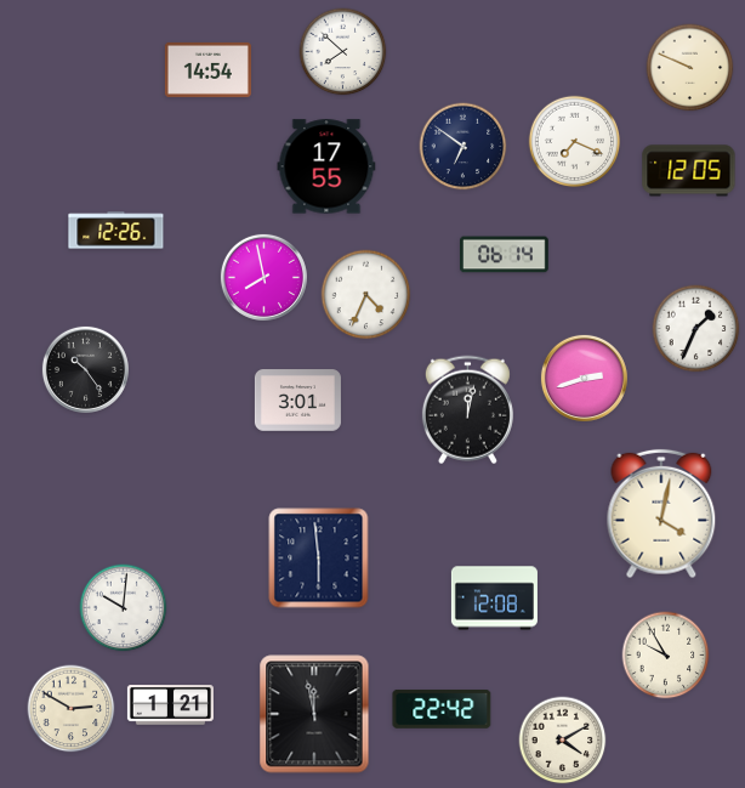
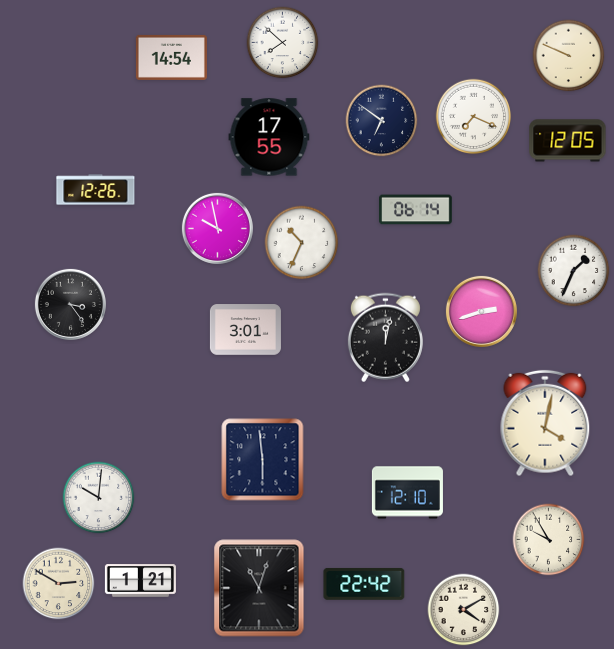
clock at (263, 277): 7:58 -> 9:58
clock at (366, 295): 4:34 -> 10:34
clock at (85, 369): 10:24 -> 3:24
clock at (494, 599): 12:08 -> 12:10
clock at (124, 608) position: (124, 608) -> (99, 498)
clock at (314, 714): 11:58 -> 11:03
